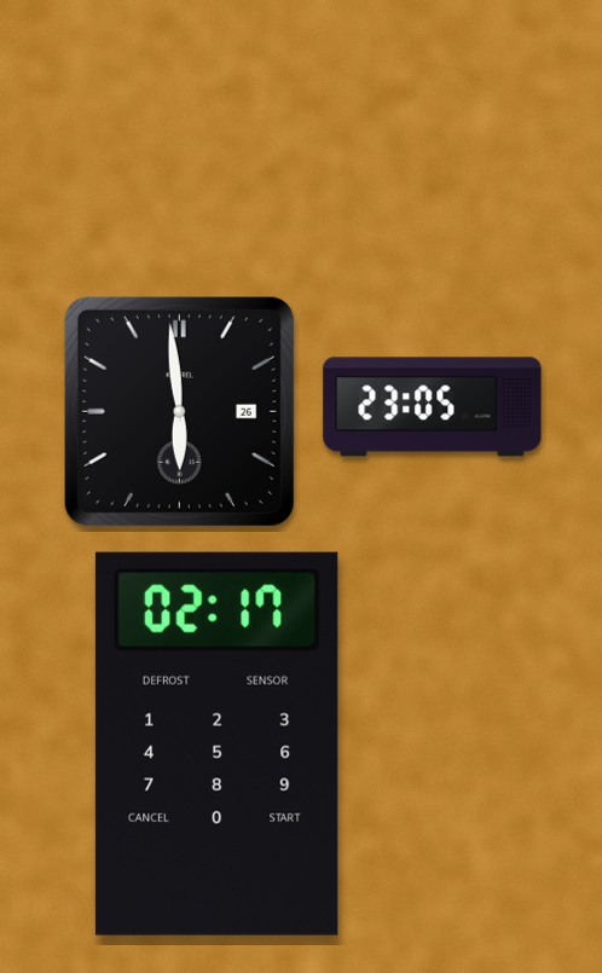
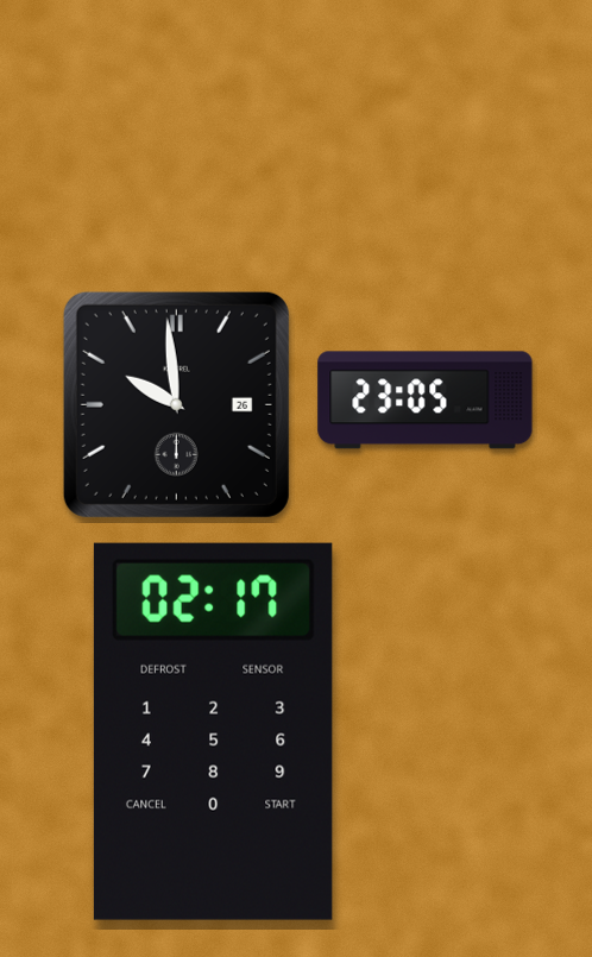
clock at (179, 411): 5:59 -> 9:59
